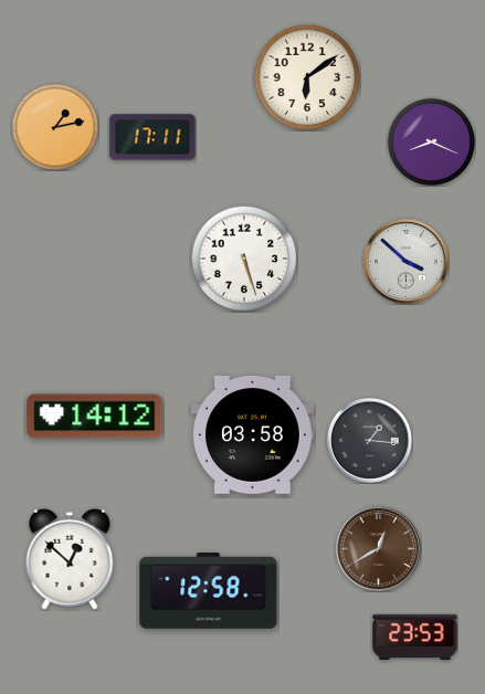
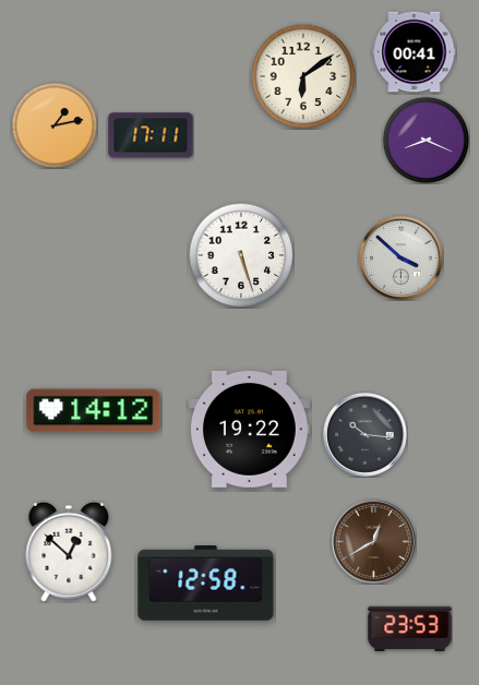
clock at (415, 52): none -> 00:41
clock at (252, 434): 03:58 -> 19:22
clock at (369, 440): 1:16 -> 10:16
